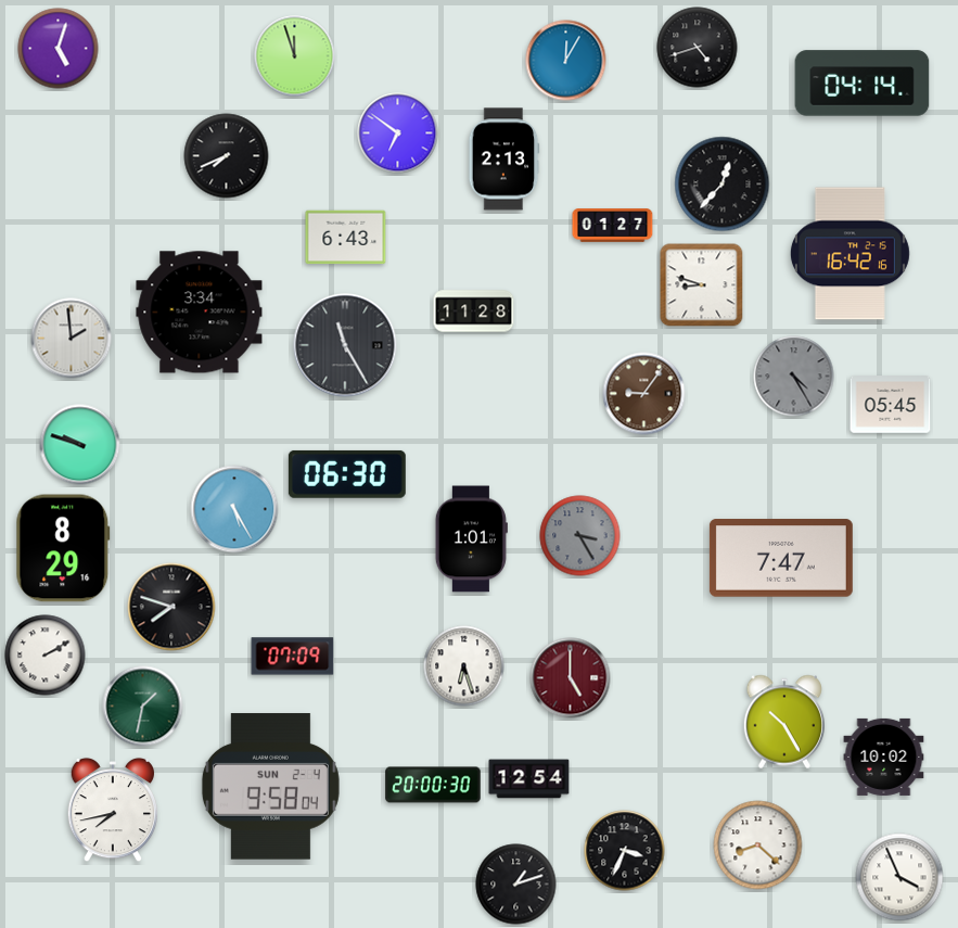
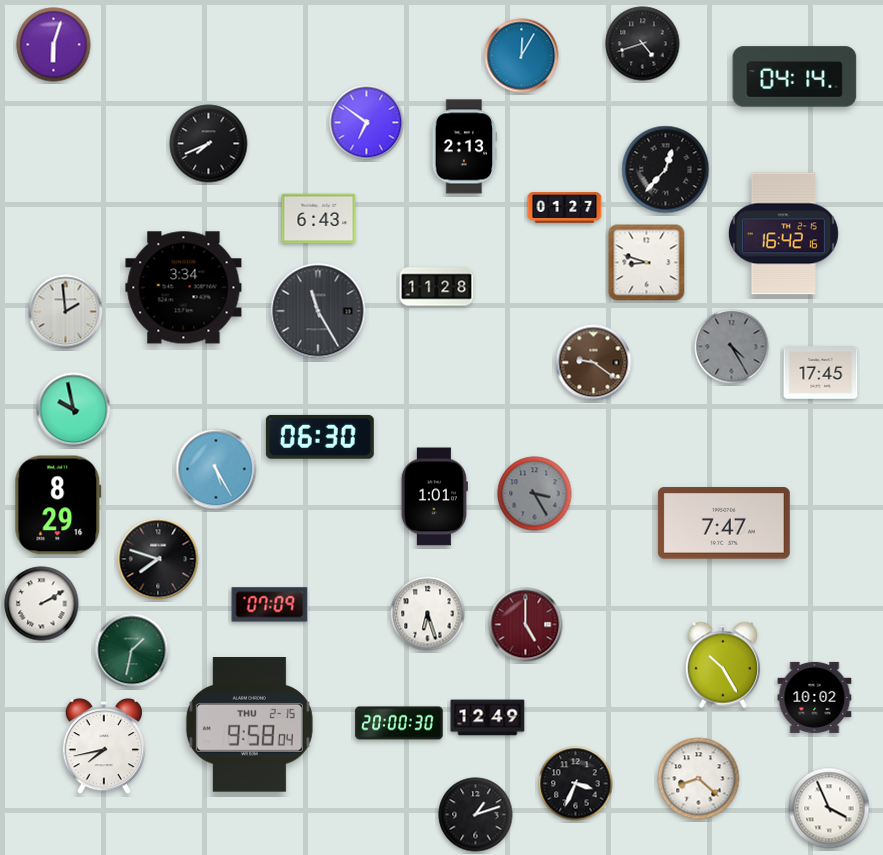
clock at (59, 49): 5:03 -> 6:03
clock at (295, 56): 11:57 -> none
clock at (345, 345) position: (345, 345) -> (318, 311)
clock at (644, 394): 9:06 -> 9:21
clock at (891, 405): 05:45 -> 17:45
clock at (80, 445): 9:48 -> 9:58
clock at (781, 558) position: (781, 558) -> (724, 523)
clock at (529, 779): 12:54 -> 12:49
clock at (270, 787) date: SUN 2-4 -> THU 2-15
